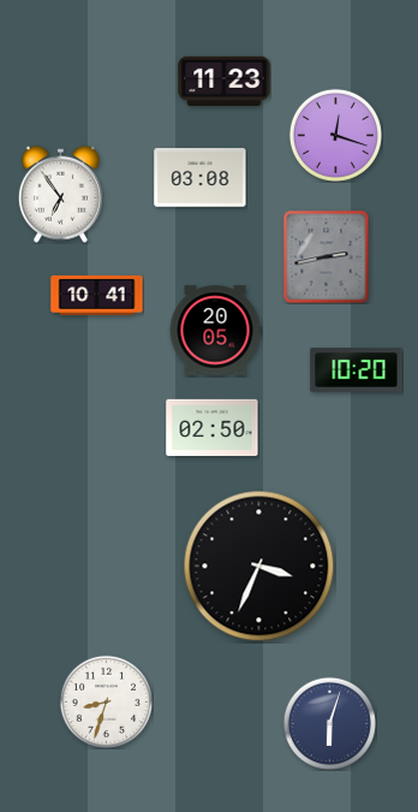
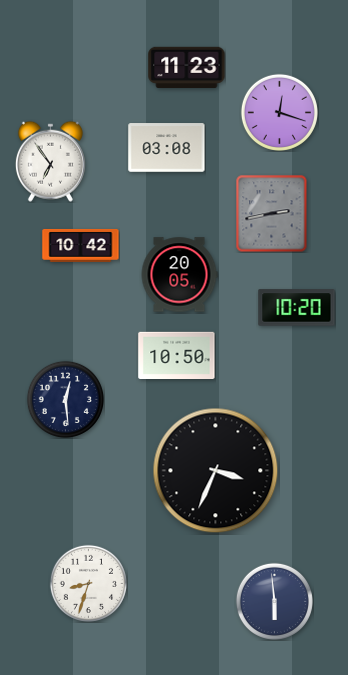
clock at (97, 295): 10:41 -> 10:42
clock at (213, 427): 02:50 -> 10:50
clock at (65, 399): none -> 12:29
clock at (329, 723): 6:03 -> 5:59
